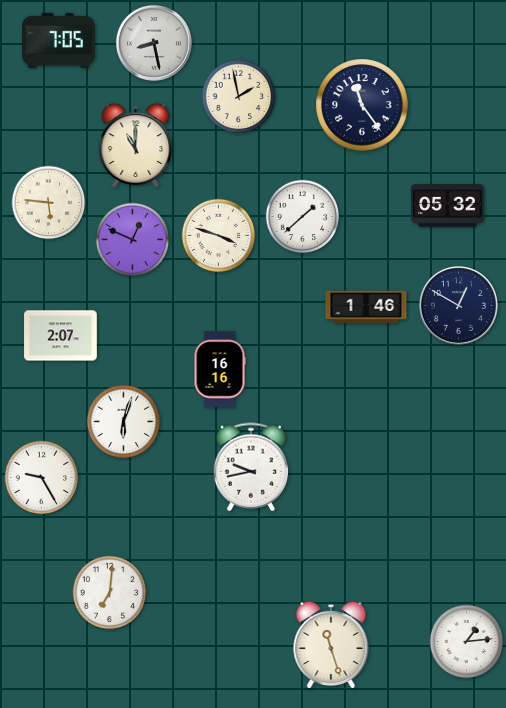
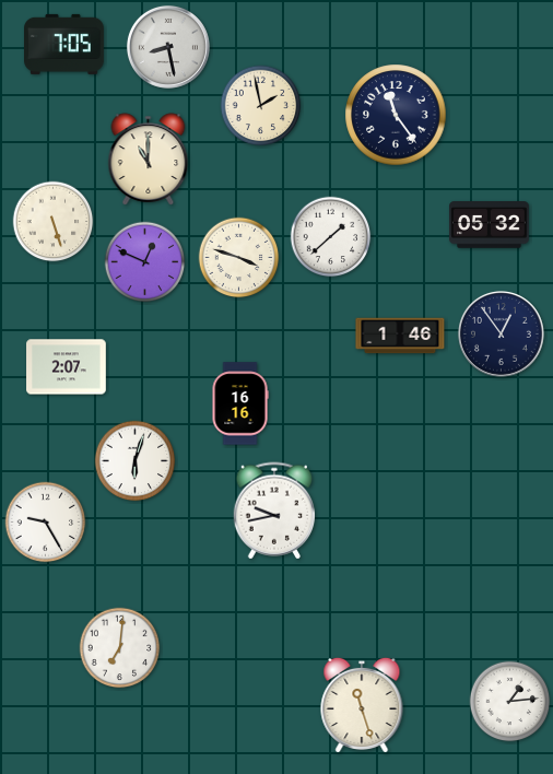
clock at (49, 203): 5:46 -> 5:27
clock at (458, 305): 12:50 -> 12:54
